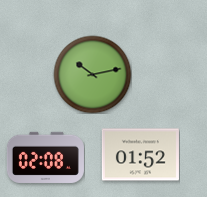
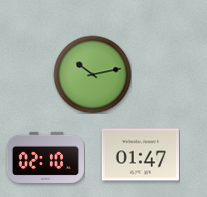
clock at (140, 155): 01:52 -> 01:47
clock at (45, 157): 02:08 -> 02:10
